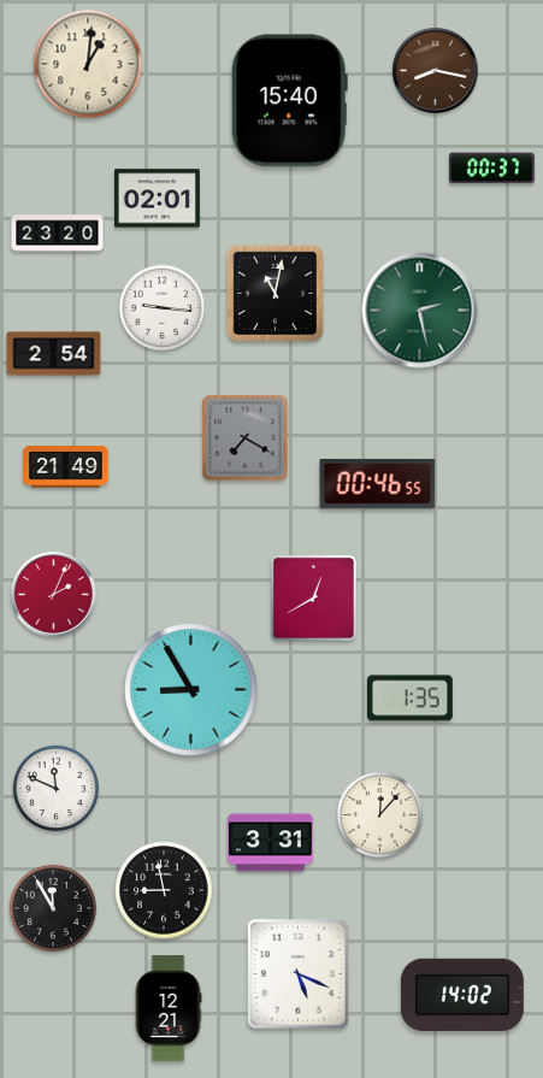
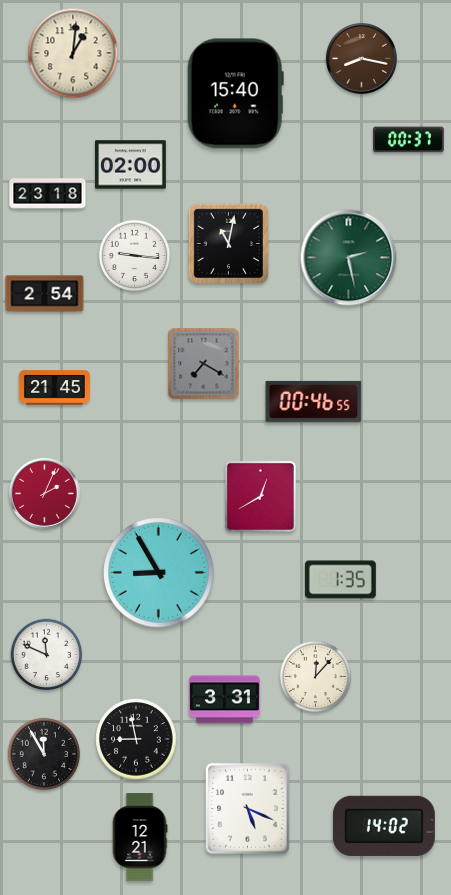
clock at (289, 101) position: (289, 101) -> (235, 94)
clock at (158, 199): 02:01 -> 02:00
clock at (58, 234): 23:20 -> 23:18
clock at (66, 467): 21:49 -> 21:45
